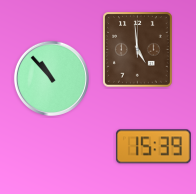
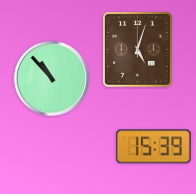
clock at (138, 50): 4:59 -> 5:03
